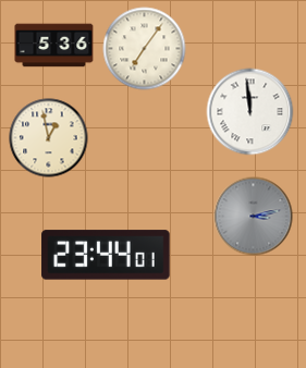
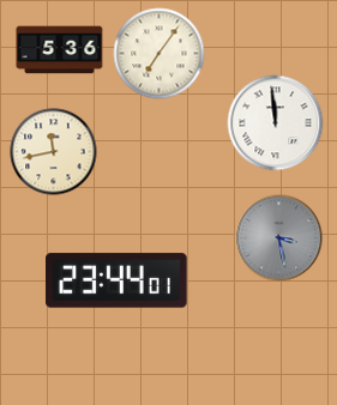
clock at (49, 138): 12:58 -> 11:43
clock at (254, 217): 3:13 -> 3:28
